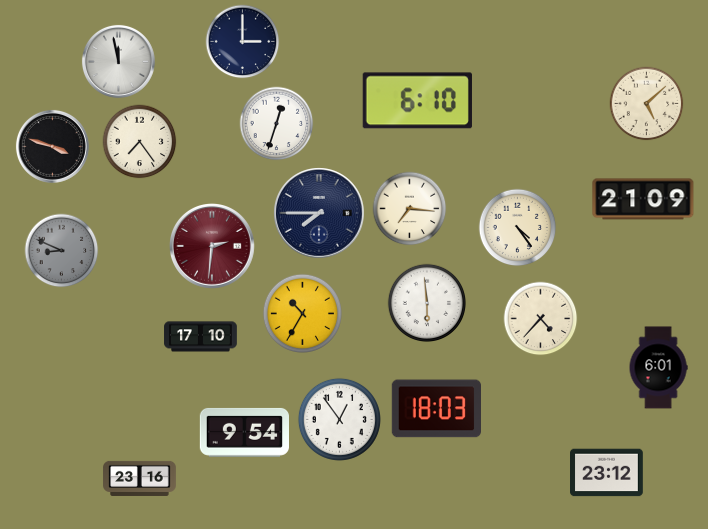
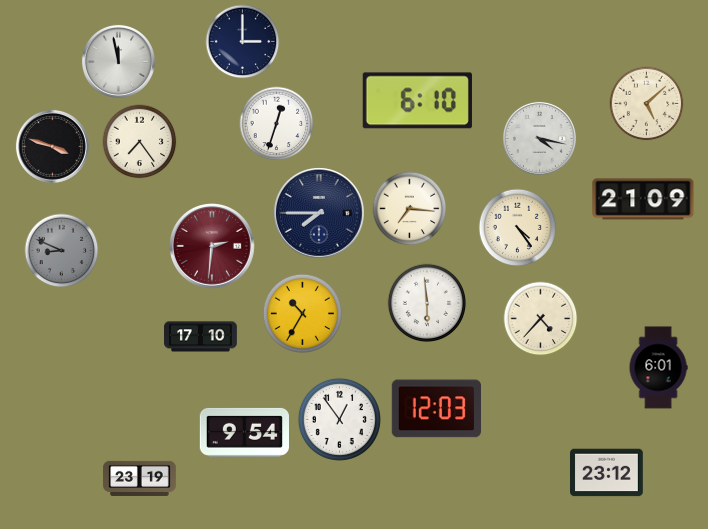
clock at (539, 138): none -> 4:17
clock at (436, 409): 18:03 -> 12:03
clock at (140, 478): 23:16 -> 23:19
